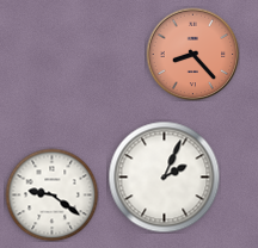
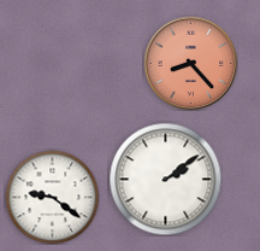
clock at (192, 54) position: (192, 54) -> (190, 63)
clock at (164, 176): 2:04 -> 2:09
